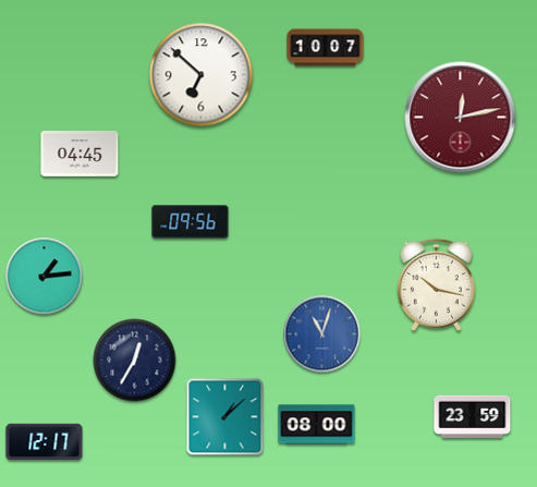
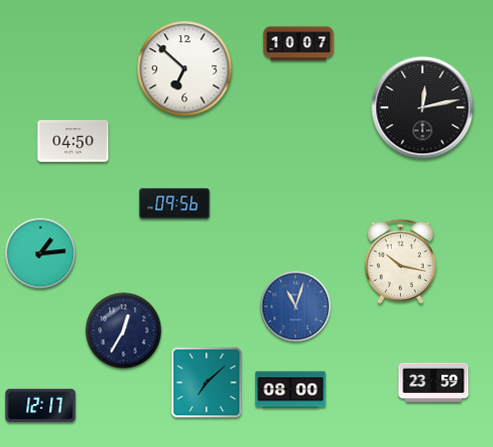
clock at (461, 118) dial: burgundy -> black
clock at (80, 154): 04:45 -> 04:50
clock at (225, 417): 1:08 -> 7:08
